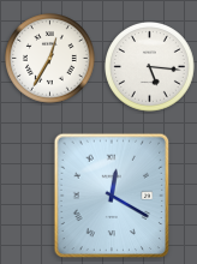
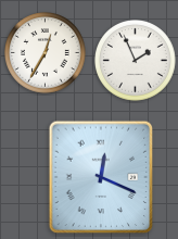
clock at (150, 67): 5:16 -> 1:56
clock at (112, 196): 12:20 -> 12:19
